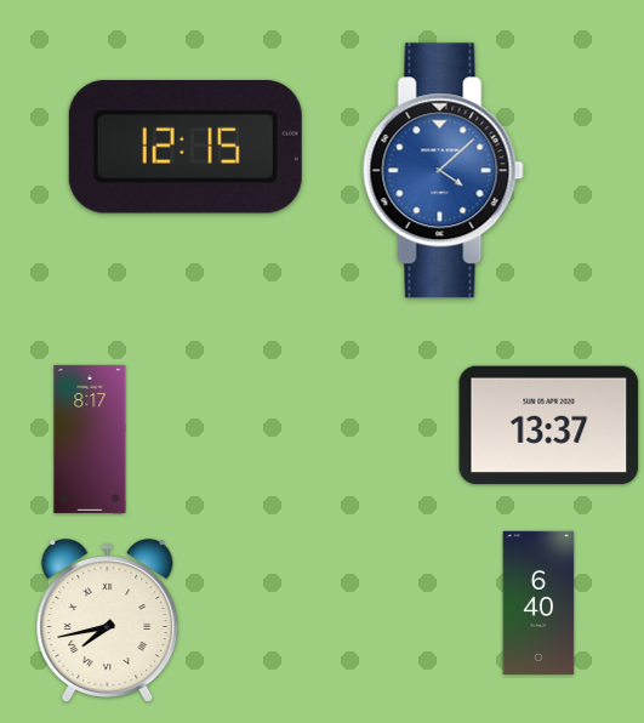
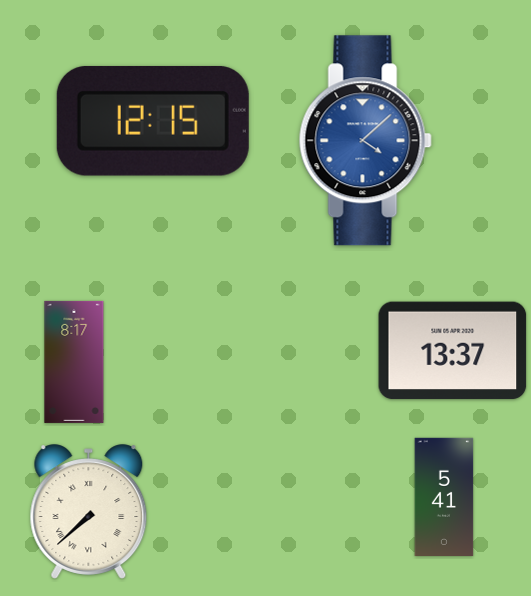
clock at (538, 602): 6:40 -> 5:41
clock at (108, 621): 7:43 -> 7:38
